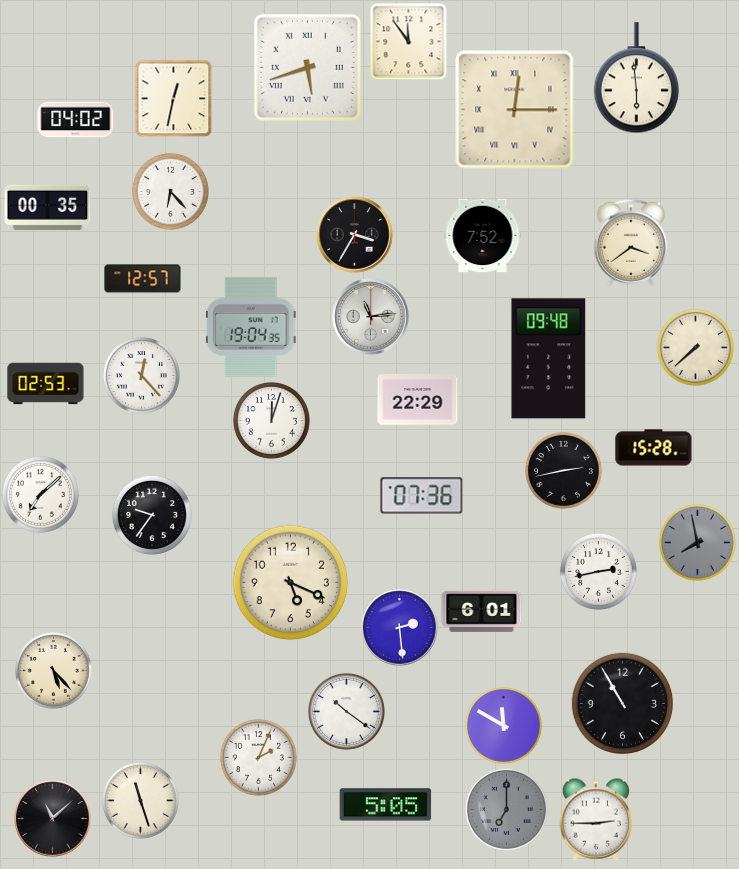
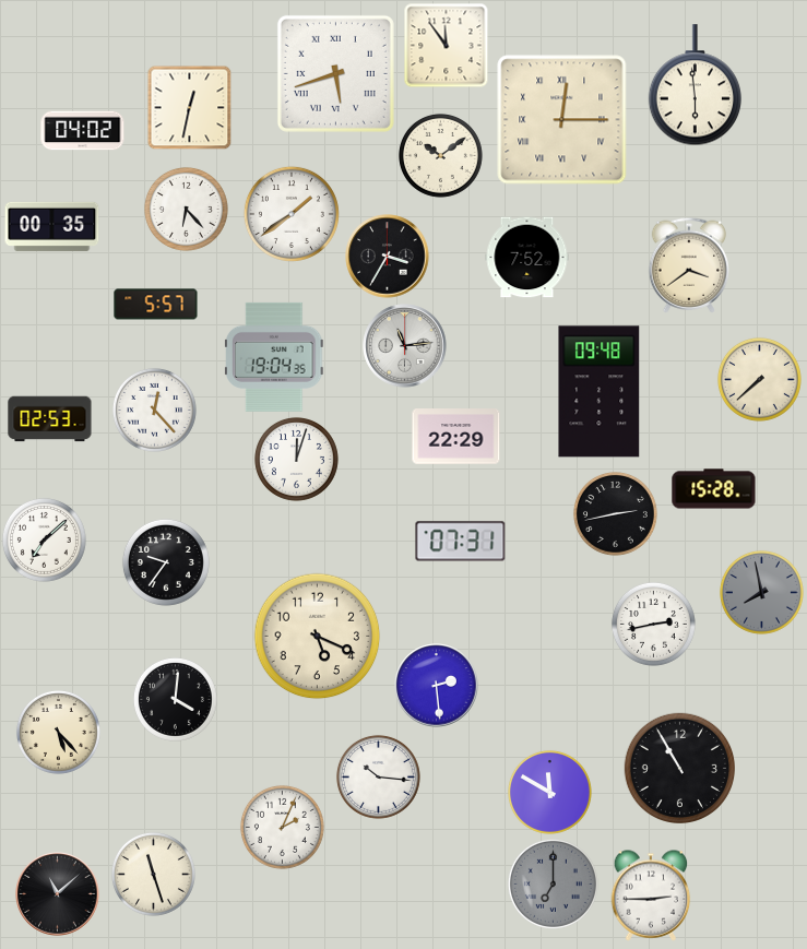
clock at (440, 155): none -> 10:09
clock at (292, 214): none -> 1:39
clock at (143, 279): 12:57 -> 5:57
clock at (422, 496): 07:36 -> 07:31
clock at (482, 611): 6:01 -> none
clock at (175, 699): none -> 4:01
clock at (346, 711): 10:21 -> 10:16
clock at (386, 805): 5:05 -> none
